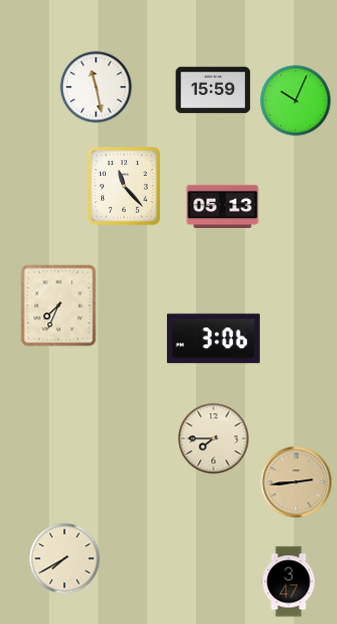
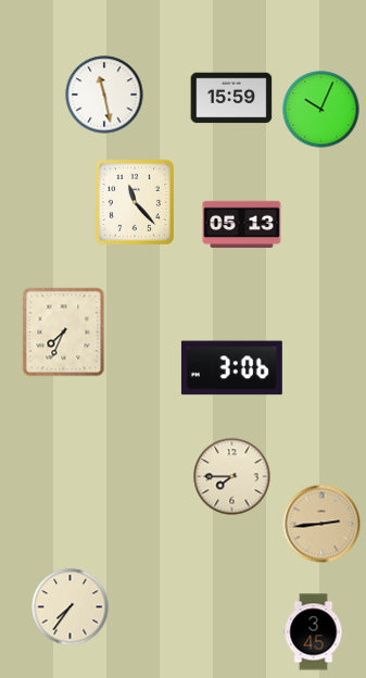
clock at (65, 559): 7:40 -> 7:36
clock at (289, 582): 3:47 -> 3:45
